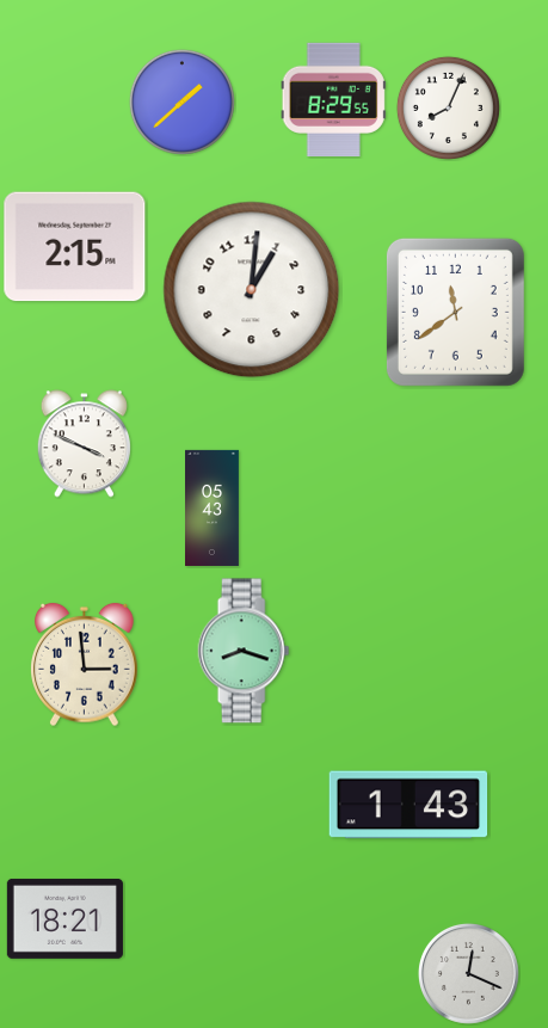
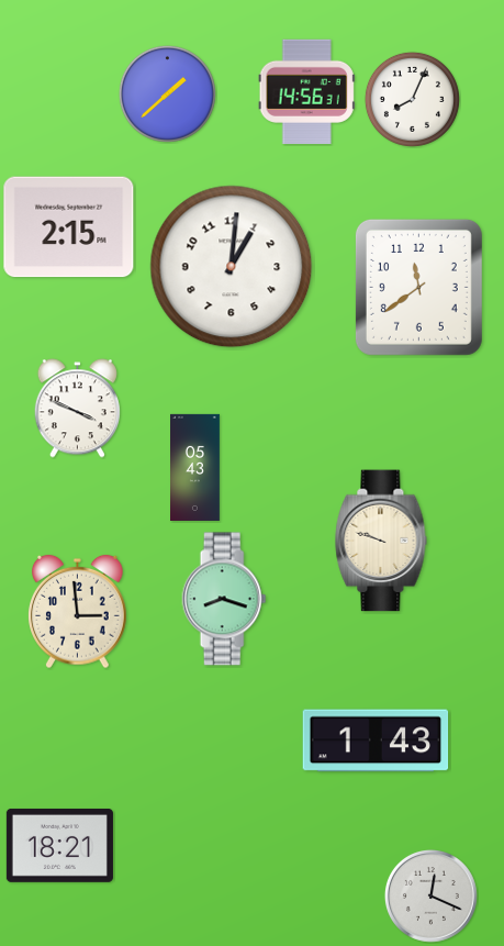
clock at (333, 99): 8:29 -> 14:56
clock at (381, 541): none -> 9:48
